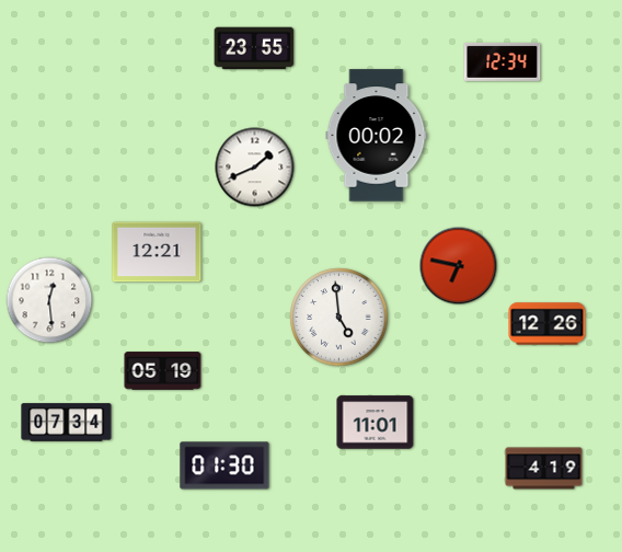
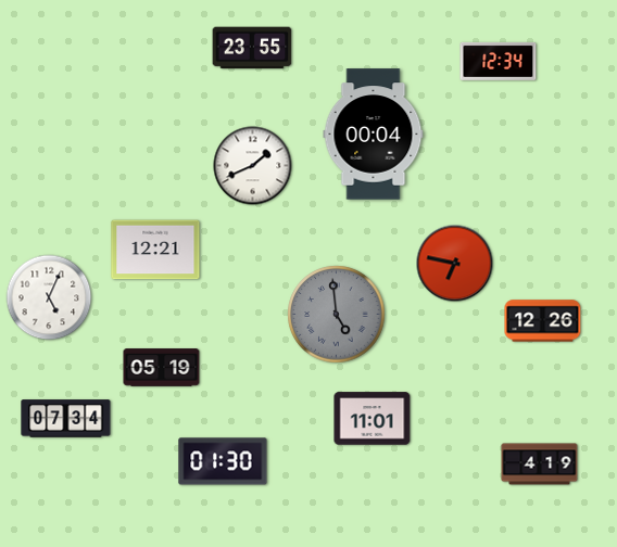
clock at (377, 136): 00:02 -> 00:04
clock at (49, 300): 12:29 -> 5:04
clock at (339, 318) dial: white -> grey
